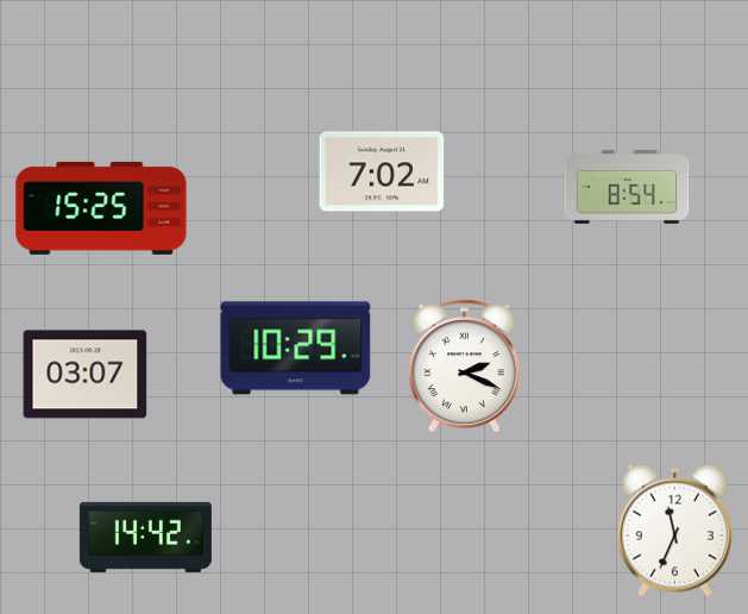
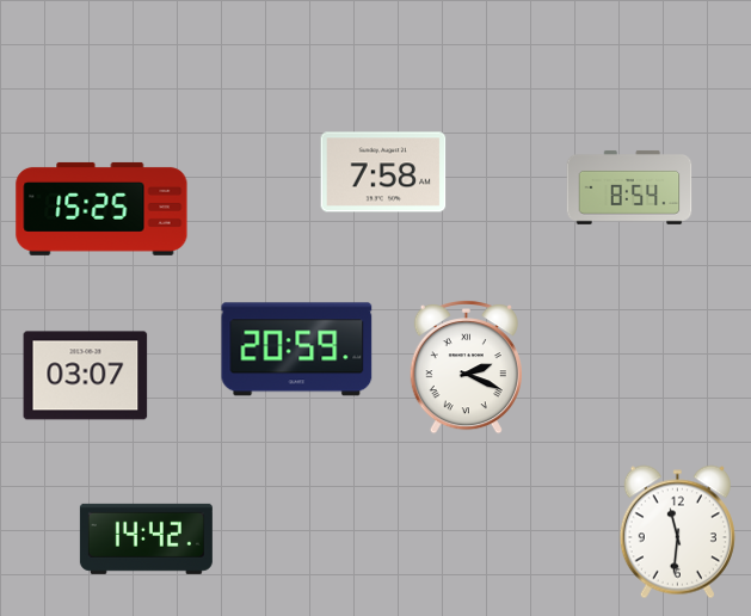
clock at (382, 171): 7:02 -> 7:58
clock at (296, 349): 10:29 -> 20:59
clock at (674, 531): 11:34 -> 11:31
